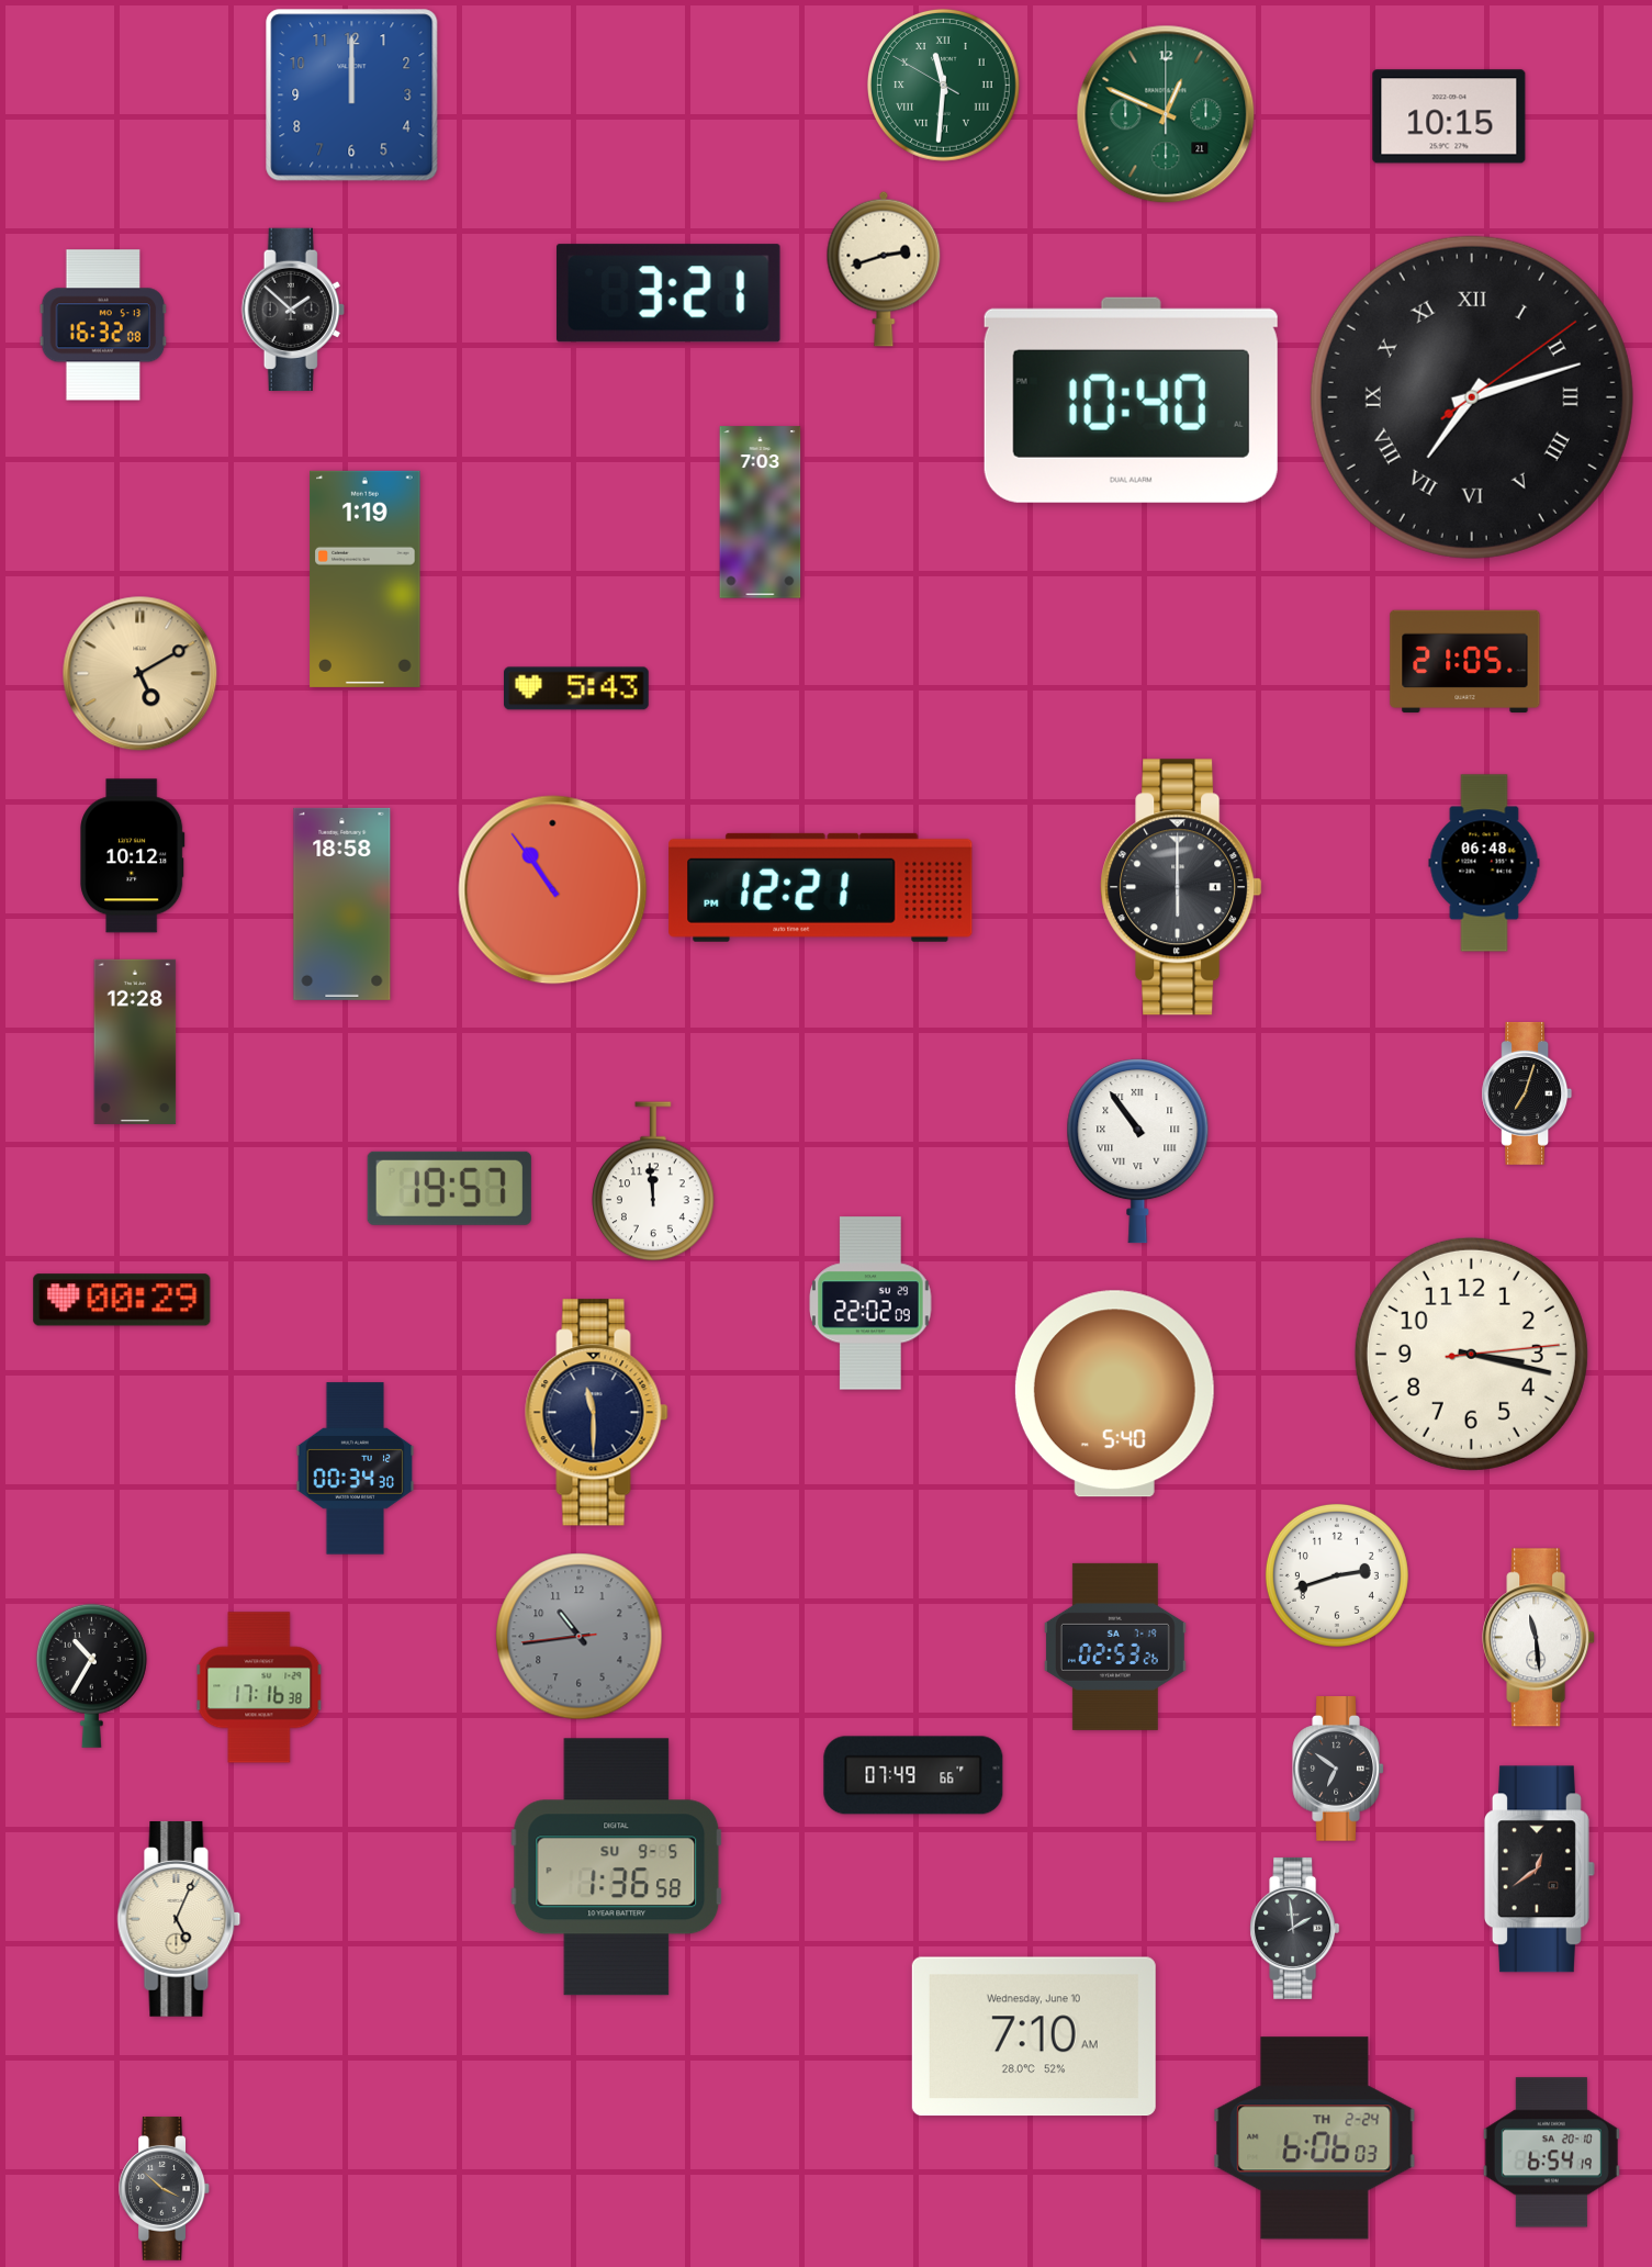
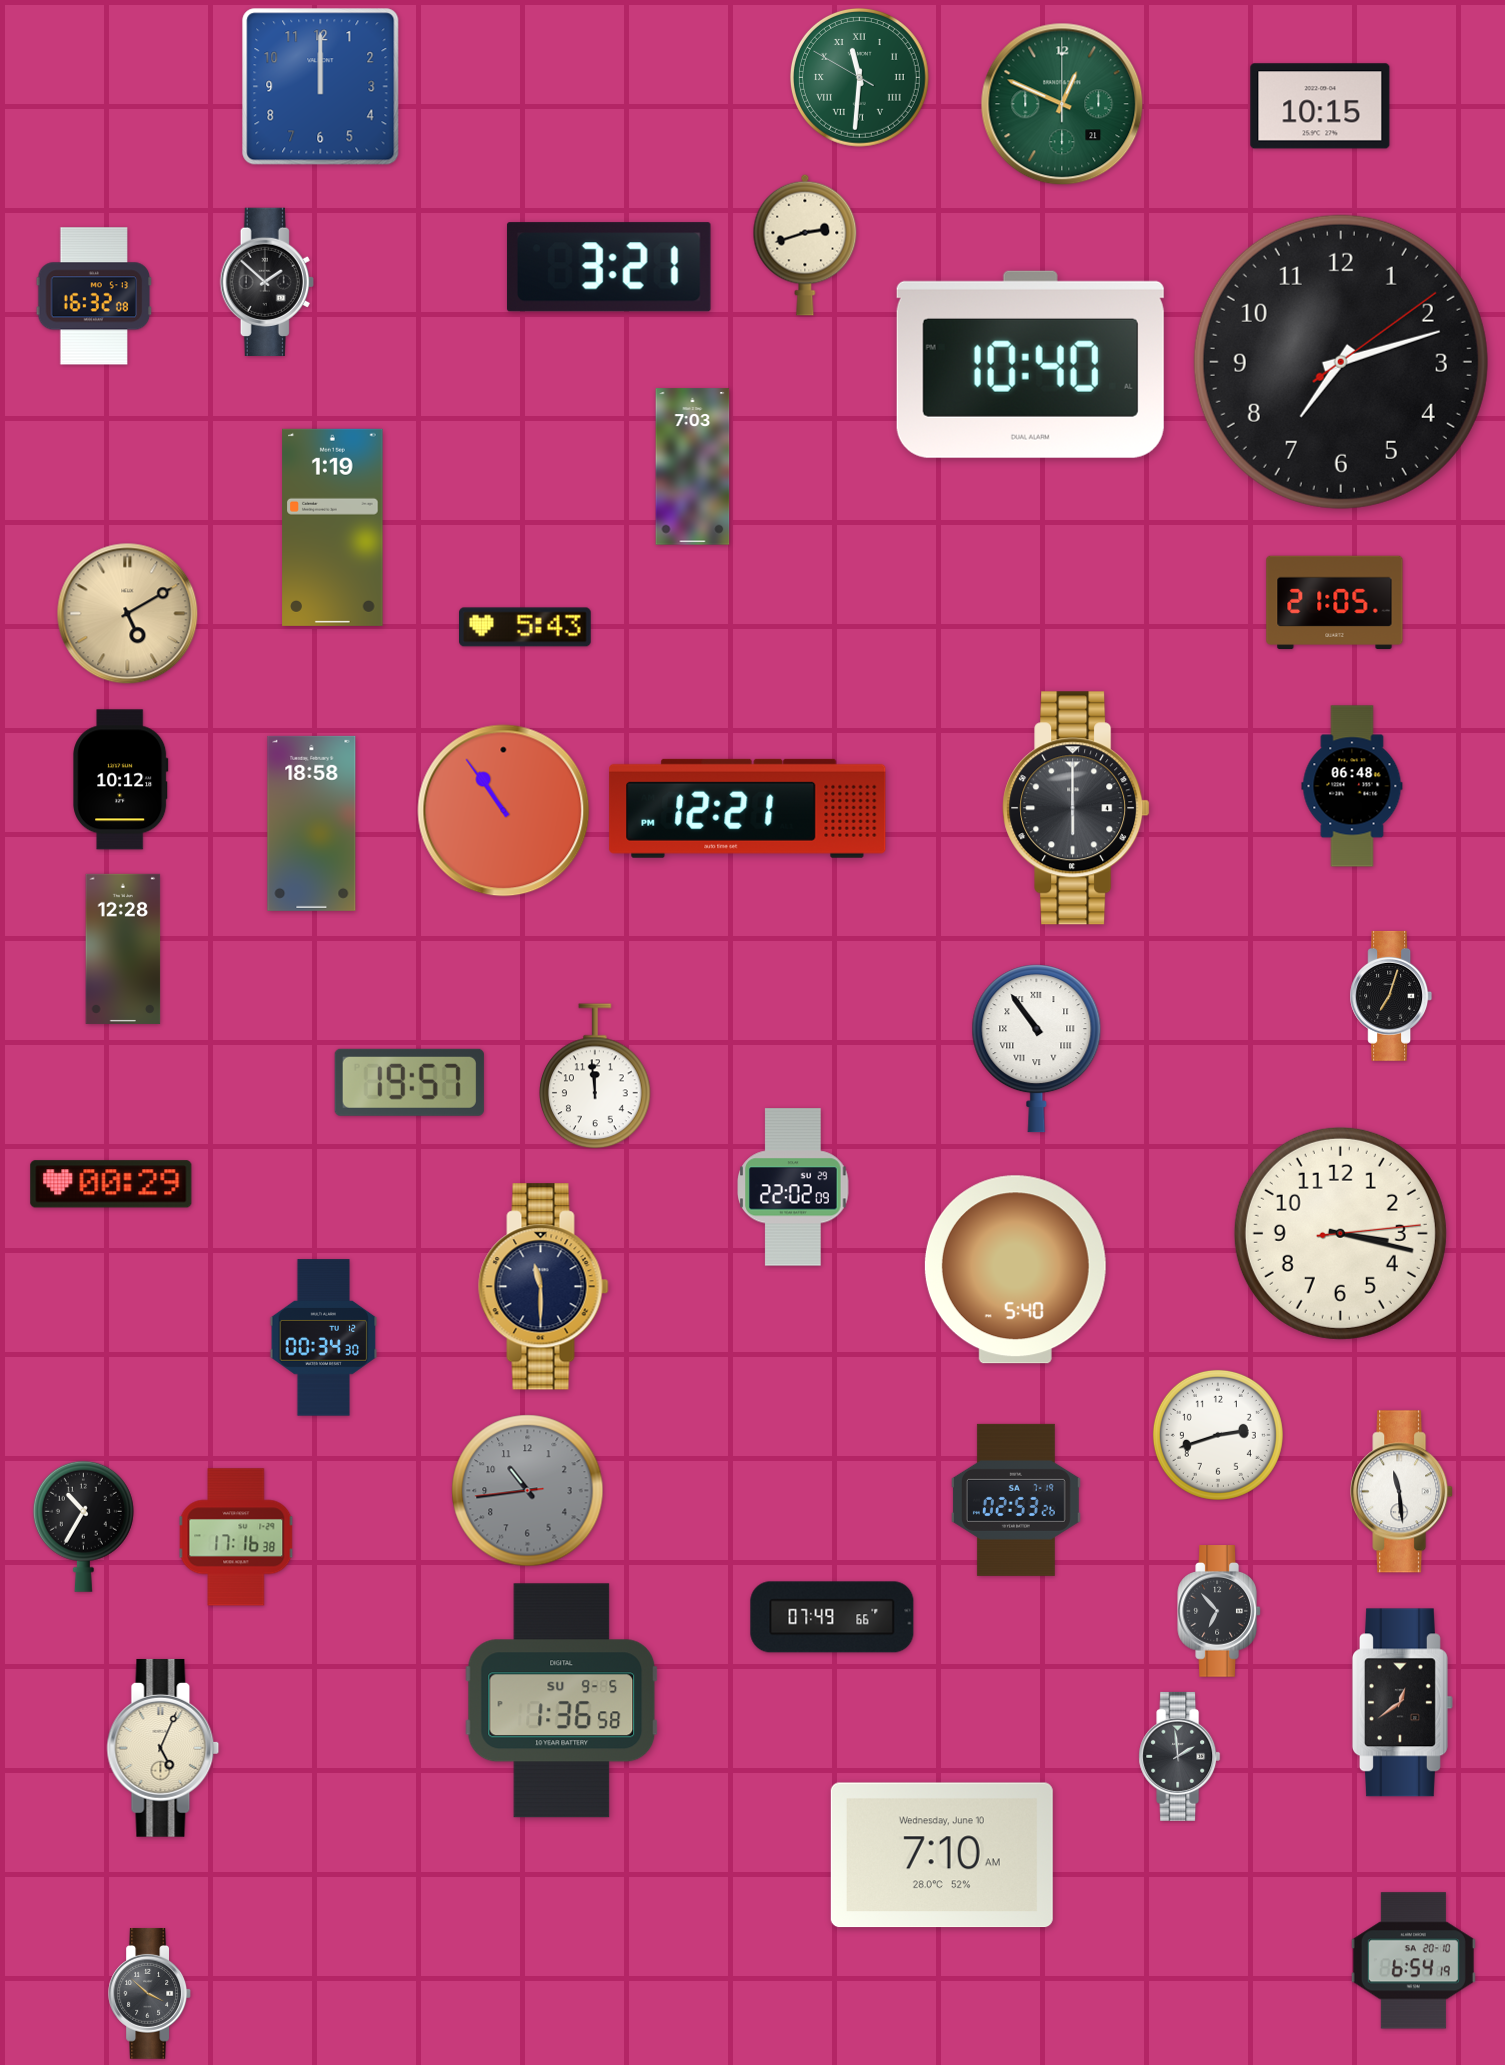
clock at (1472, 397) numerals: Roman -> Arabic
clock at (1338, 1769): 6:51 -> 6:53
clock at (1315, 2139): 6:06 -> none
